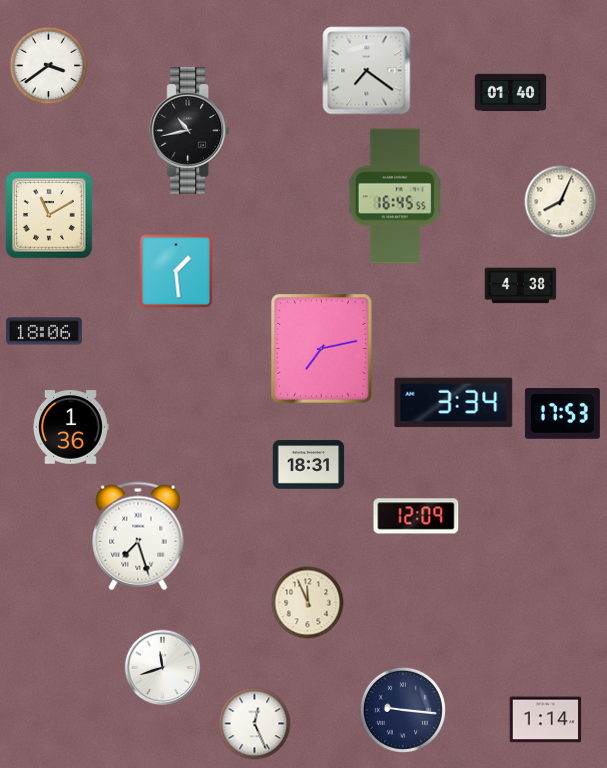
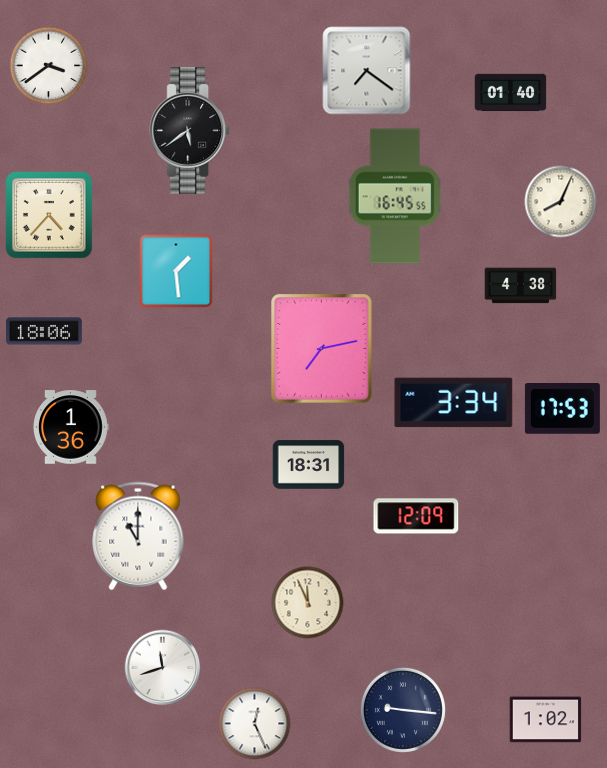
clock at (190, 131): 10:43 -> 5:39
clock at (49, 215): 11:10 -> 4:37
clock at (562, 414) position: (562, 414) -> (562, 409)
clock at (138, 536): 7:27 -> 11:00
clock at (546, 720): 1:14 -> 1:02
